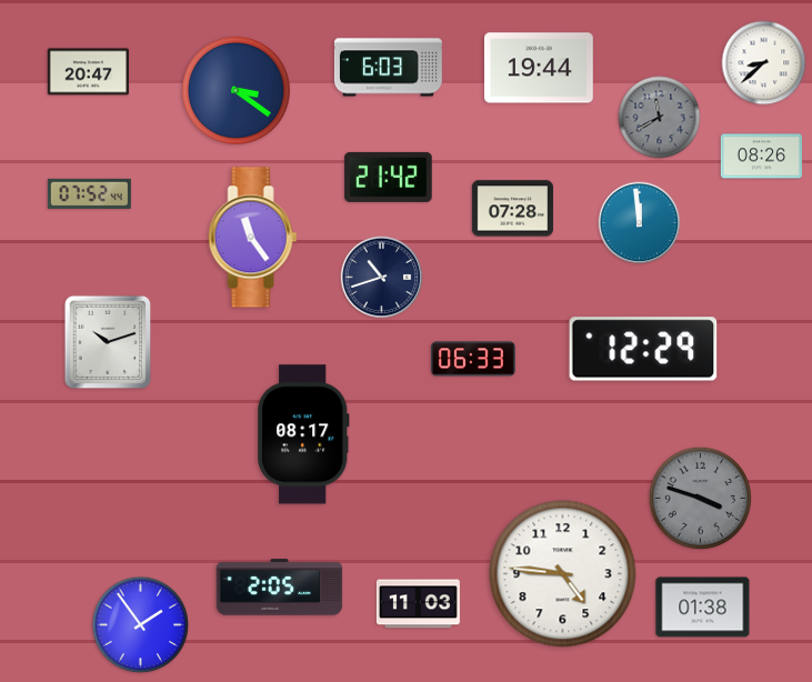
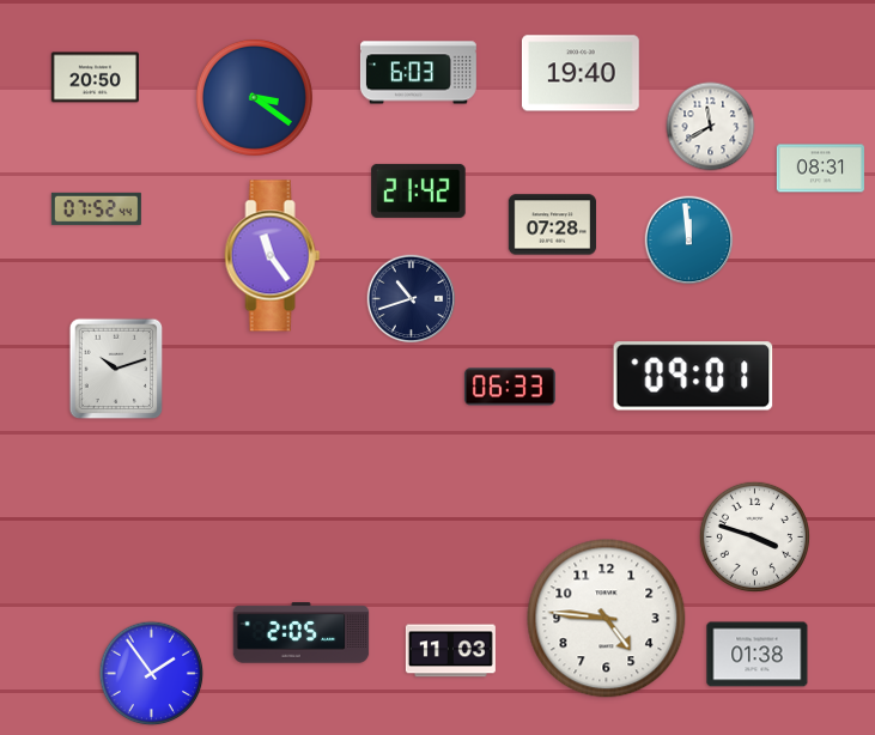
clock at (764, 63): 8:38 -> none
clock at (539, 68): 19:44 -> 19:40
clock at (88, 72): 20:47 -> 20:50
clock at (660, 118) dial: grey -> white
clock at (761, 157): 08:26 -> 08:31
clock at (643, 349): 12:29 -> 09:01
clock at (303, 434): 08:17 -> none
clock at (700, 498) dial: grey -> white
